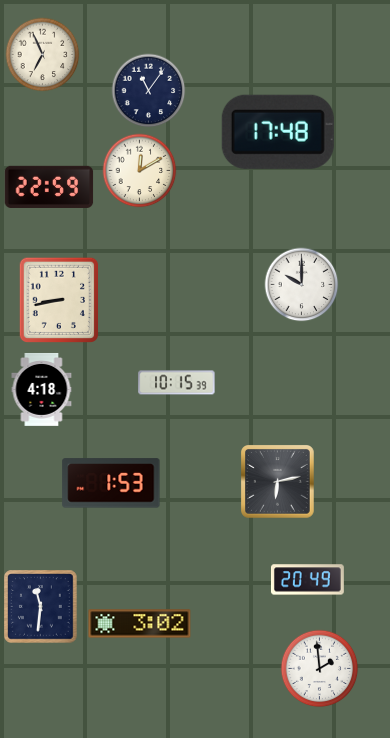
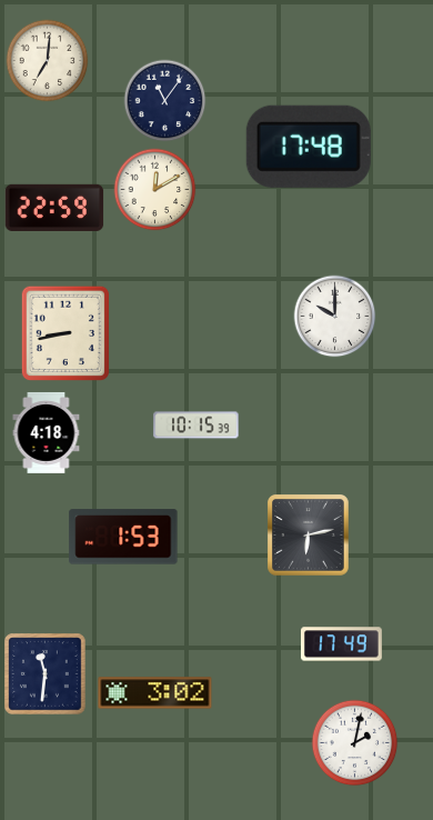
clock at (43, 55): 6:56 -> 7:01
clock at (307, 580): 20:49 -> 17:49
clock at (320, 669): 1:59 -> 2:02
